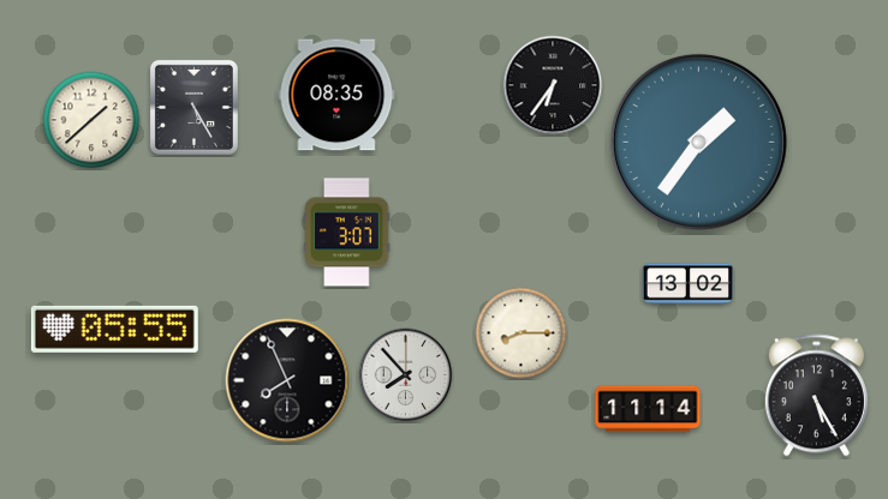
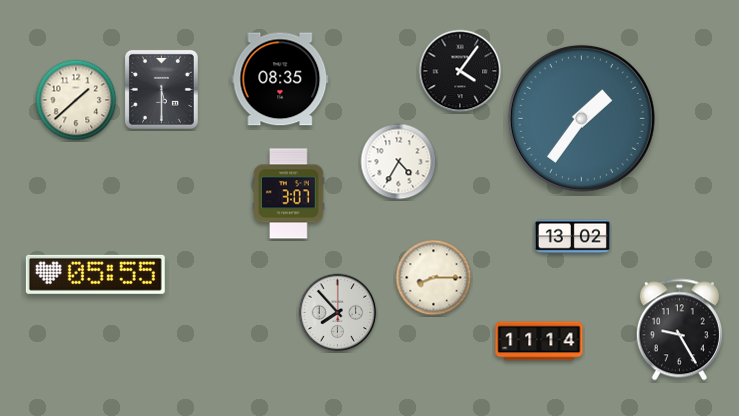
clock at (553, 85): 6:36 -> 4:06
clock at (193, 107): 5:25 -> 5:30
clock at (399, 162): none -> 4:35
clock at (287, 380): 7:56 -> none
clock at (816, 396): 5:25 -> 9:25
